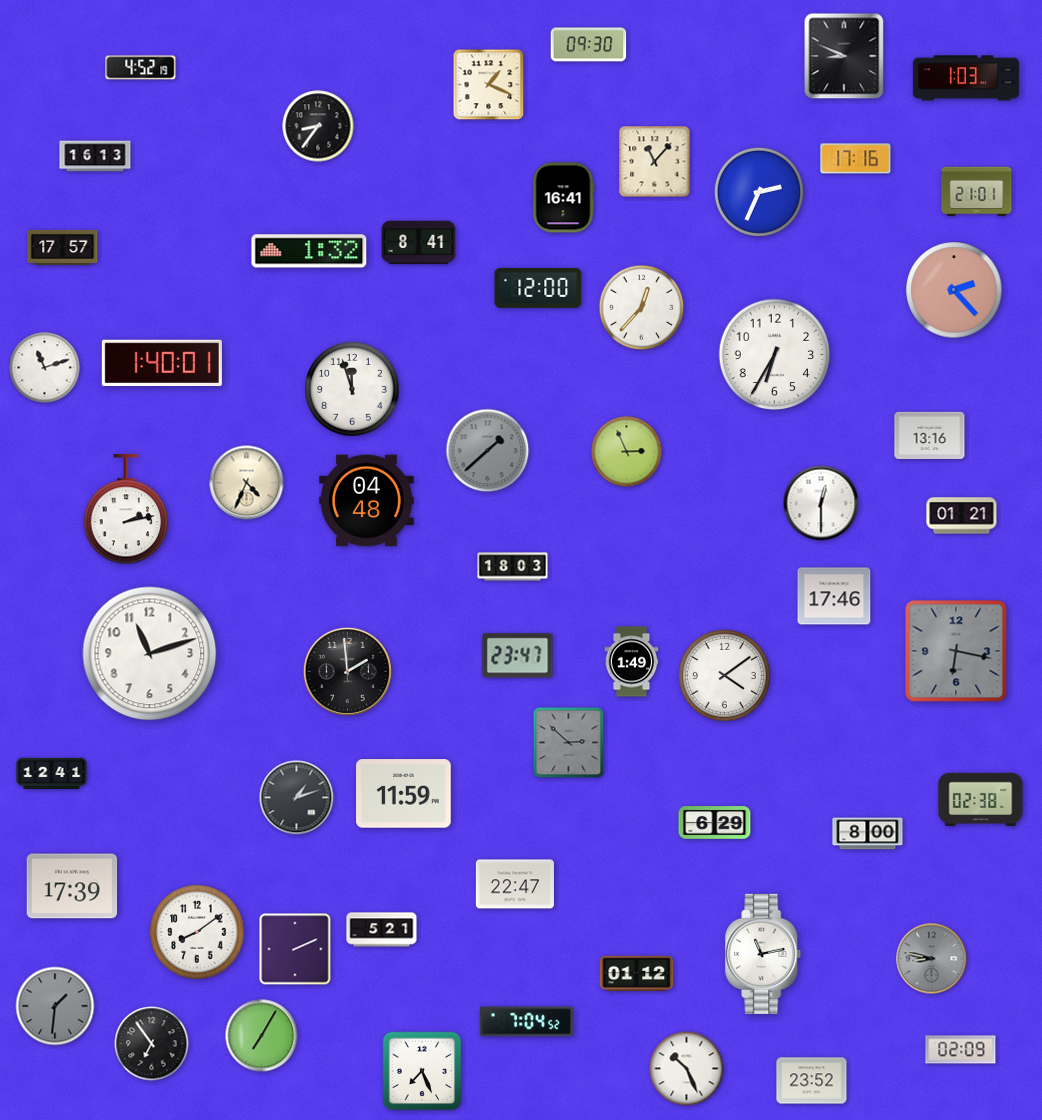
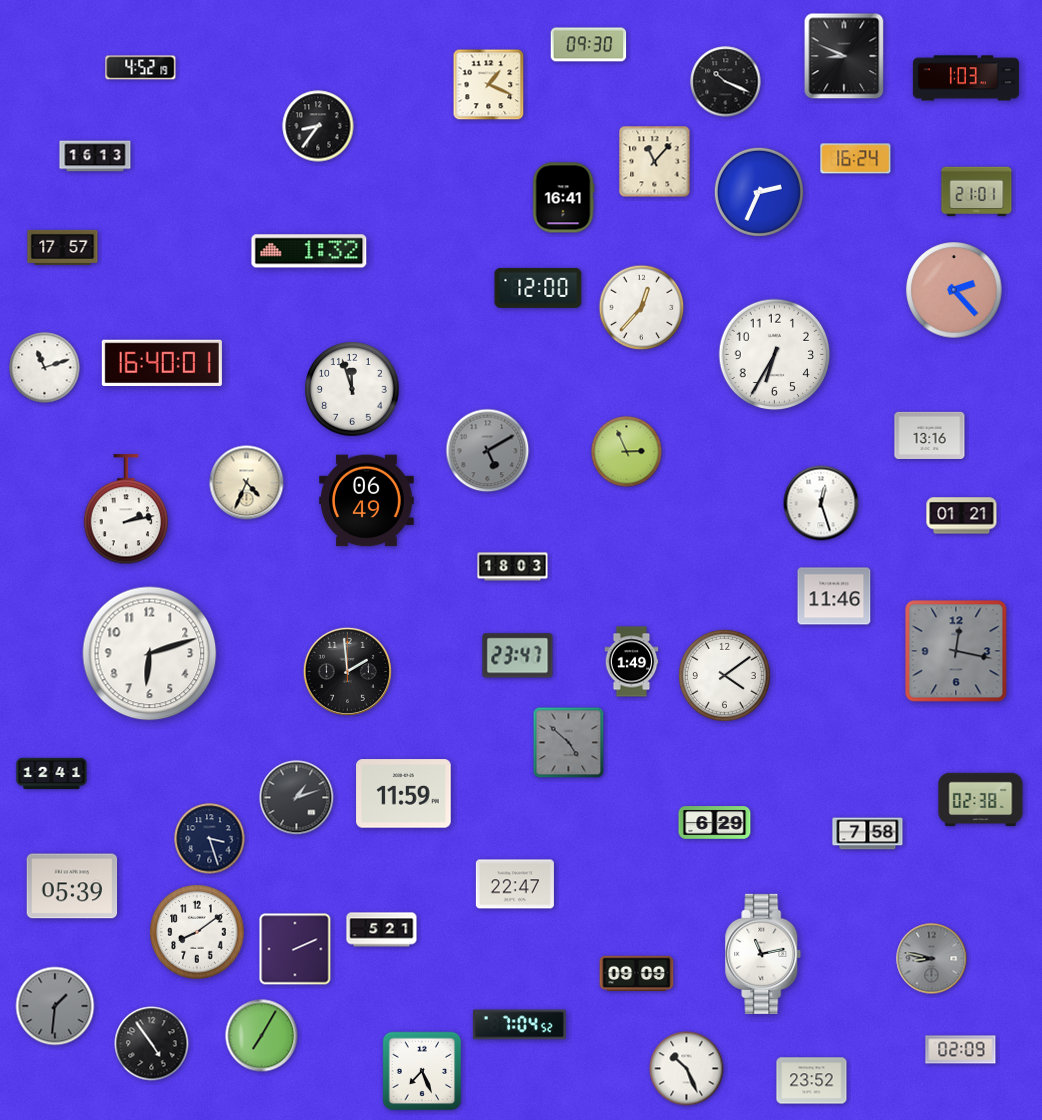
clock at (726, 82): none -> 10:19
clock at (856, 159): 17:16 -> 16:24
clock at (419, 243): 8:41 -> none
clock at (162, 363): 1:40 -> 16:40
clock at (488, 451): 1:38 -> 5:10
clock at (367, 501): 04:48 -> 06:49
clock at (821, 503): 12:30 -> 12:27
clock at (834, 596): 17:46 -> 11:46
clock at (956, 651): 6:17 -> 12:17
clock at (150, 654): 11:12 -> 6:12
clock at (569, 743): 2:52 -> 4:52
clock at (868, 834): 8:00 -> 7:58
clock at (210, 839): none -> 3:27
clock at (72, 886): 17:39 -> 05:39
clock at (637, 974): 01:12 -> 09:09
clock at (526, 1022) position: (526, 1022) -> (519, 1025)
clock at (152, 1044): 6:54 -> 4:54
